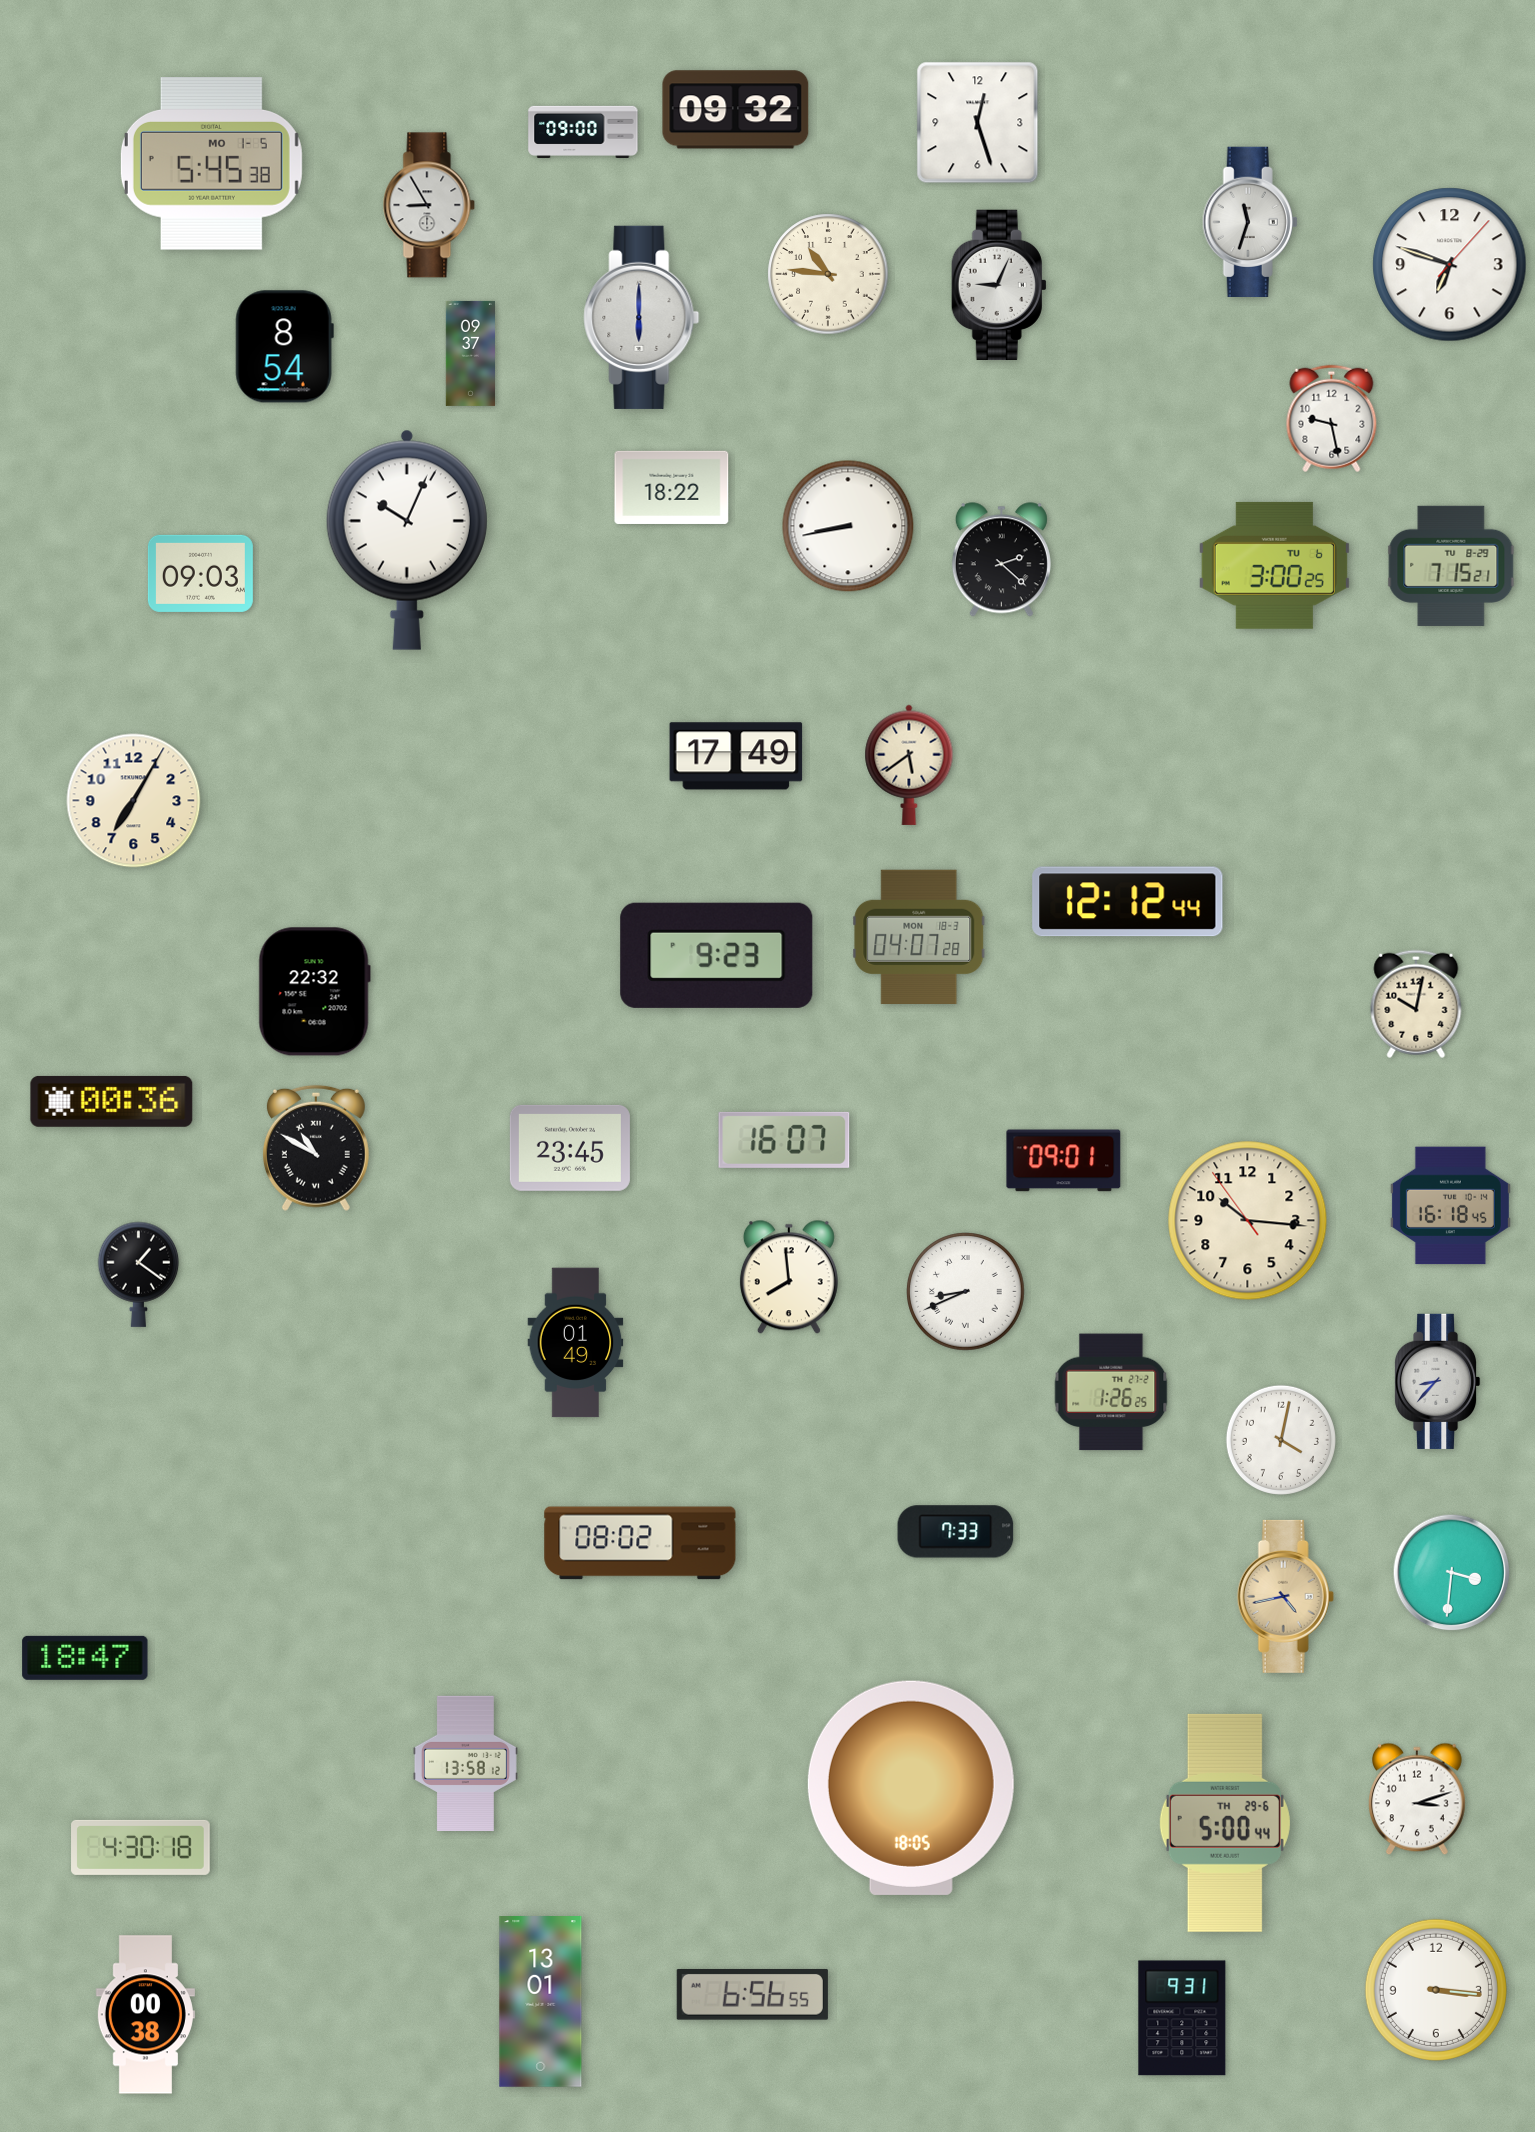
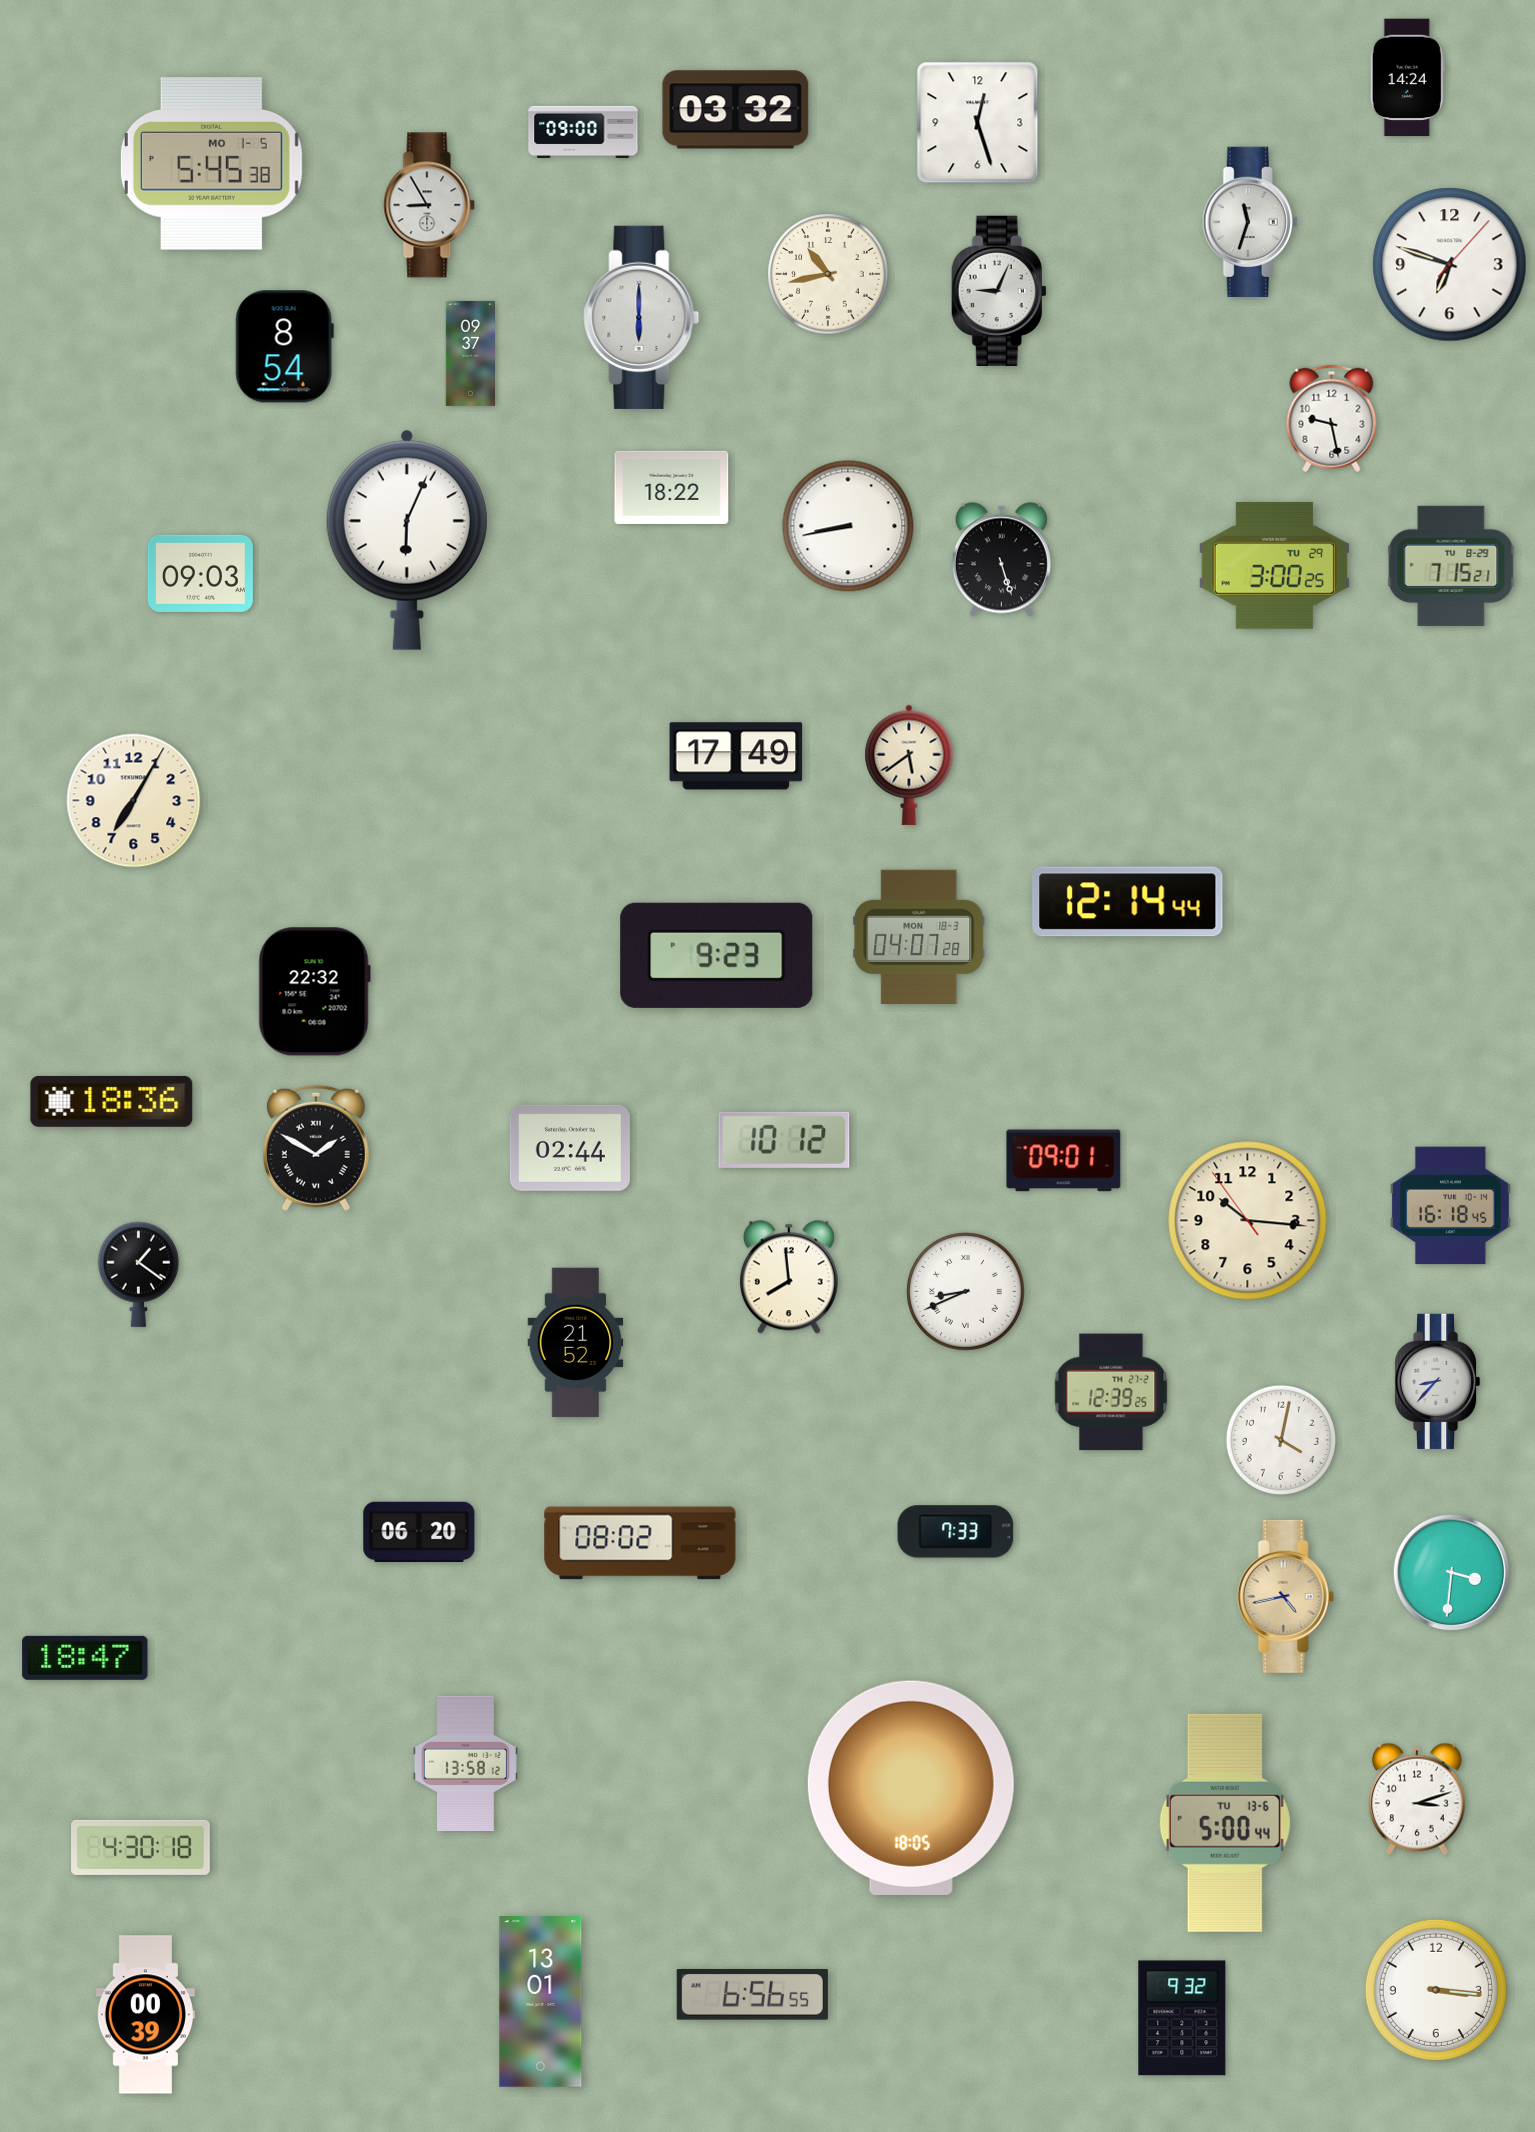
clock at (1407, 78): none -> 14:24
clock at (736, 110): 09:32 -> 03:32
clock at (828, 274): 10:46 -> 10:43
clock at (999, 284) position: (999, 284) -> (999, 290)
clock at (407, 540): 10:04 -> 6:04
clock at (1001, 560): 2:22 -> 5:27
clock at (1274, 565) date: TU 6 -> TU 29
clock at (1128, 902): 12:12 -> 12:14
clock at (1416, 1004): 10:02 -> none
clock at (112, 1101): 00:36 -> 18:36
clock at (784, 1140): 16:07 -> 10:12
clock at (316, 1148): 10:50 -> 1:50
clock at (570, 1148): 23:45 -> 02:44
clock at (576, 1343): 01:49 -> 21:52
clock at (1111, 1392): 1:26 -> 12:39
clock at (419, 1531): none -> 06:20
clock at (1225, 1823) date: TH 29-6 -> TU 13-6
clock at (145, 2015): 00:38 -> 00:39
clock at (1182, 2018): 9:31 -> 9:32
